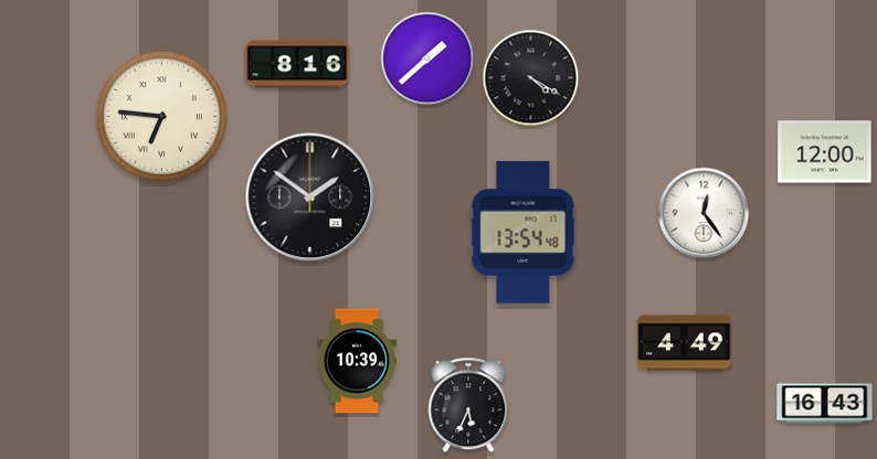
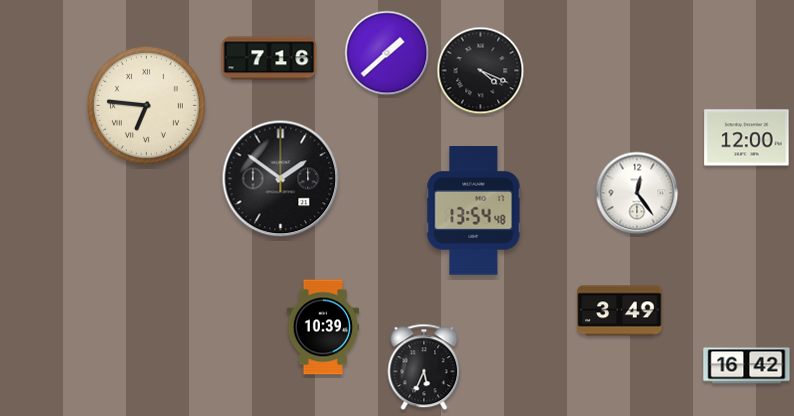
clock at (297, 64): 8:16 -> 7:16
clock at (531, 78): 4:20 -> 4:19
clock at (685, 343): 4:49 -> 3:49
clock at (825, 404): 16:43 -> 16:42
